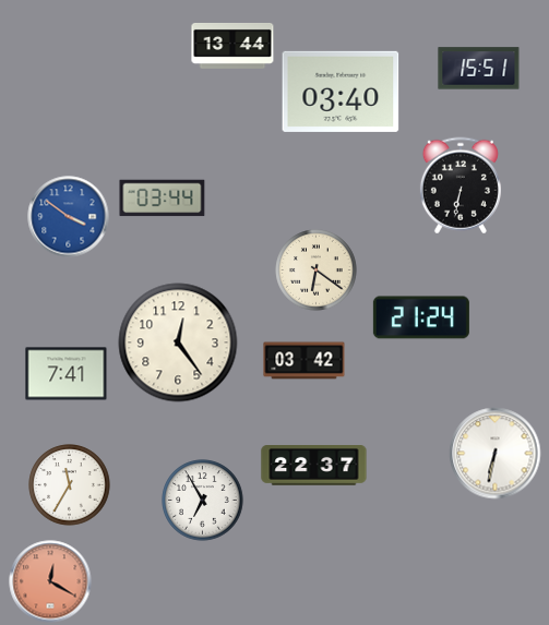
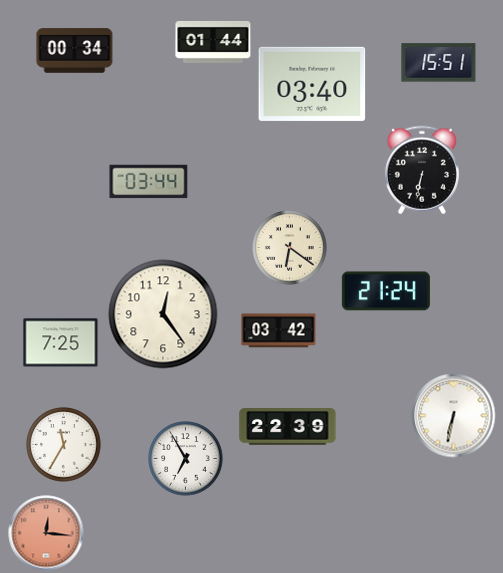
clock at (232, 46): 13:44 -> 01:44
clock at (75, 51): none -> 00:34
clock at (69, 217): 3:51 -> none
clock at (67, 374): 7:41 -> 7:25
clock at (314, 466): 22:37 -> 22:39
clock at (50, 581): 12:20 -> 12:16
